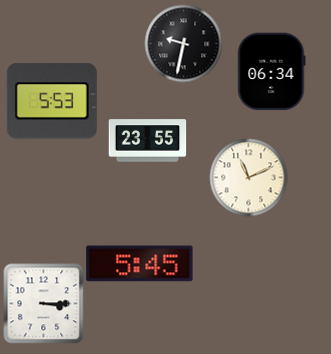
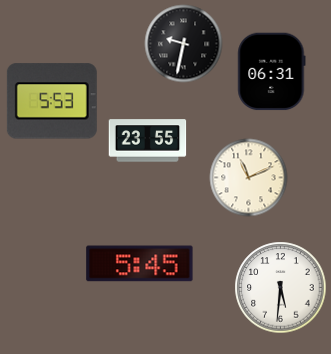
clock at (272, 71): 06:34 -> 06:31
clock at (280, 287): none -> 5:31
clock at (43, 303): 3:15 -> none
